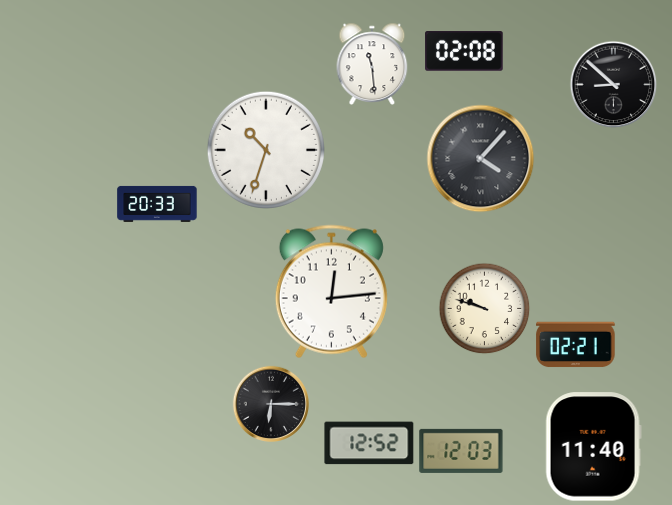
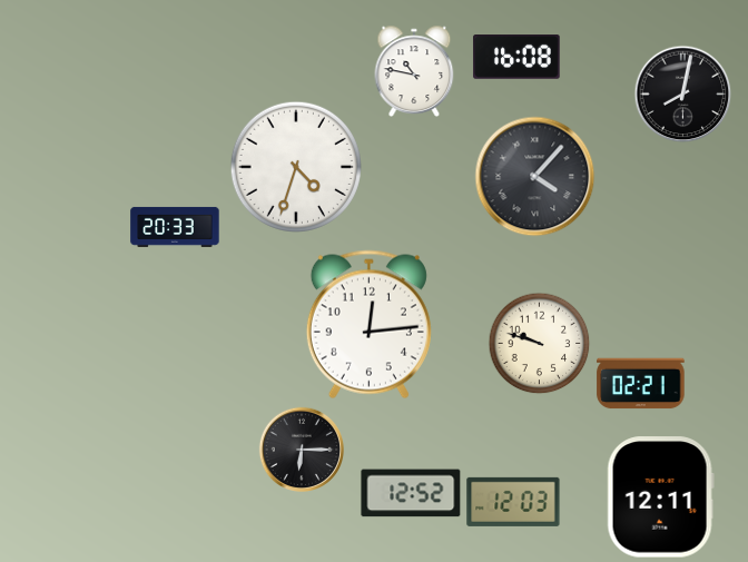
clock at (464, 51): 02:08 -> 16:08
clock at (372, 63): 11:29 -> 10:47
clock at (614, 85): 8:52 -> 8:02
clock at (266, 150): 10:33 -> 4:33
clock at (593, 447): 11:40 -> 12:11
